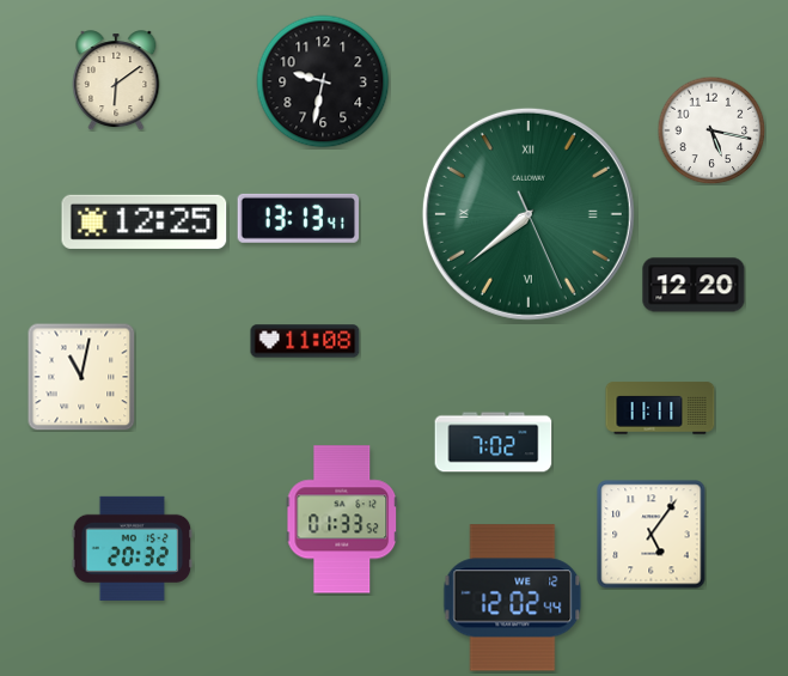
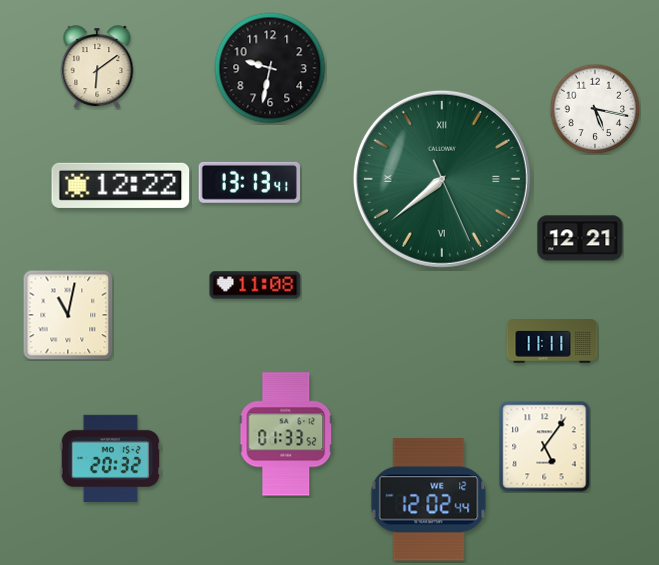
clock at (145, 221): 12:25 -> 12:22
clock at (694, 285): 12:20 -> 12:21
clock at (494, 443): 7:02 -> none
